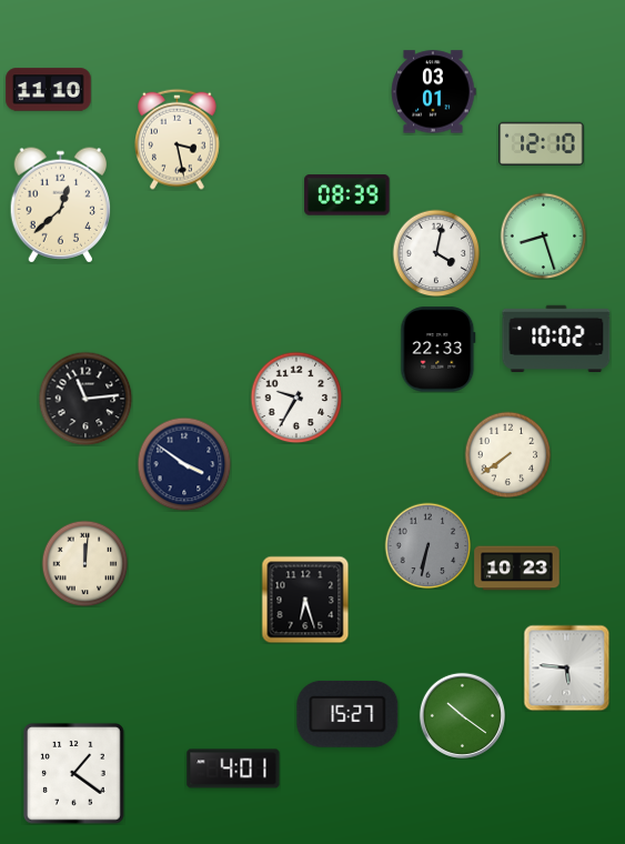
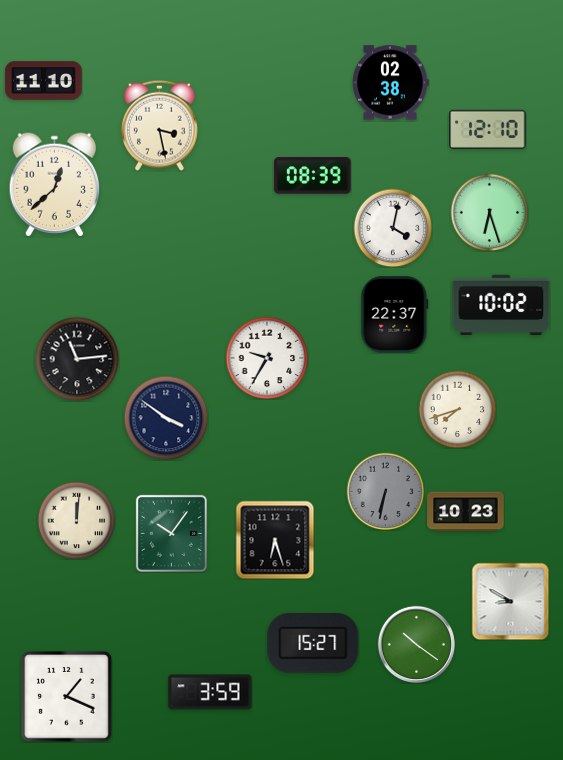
clock at (433, 92): 03:01 -> 02:38
clock at (543, 235): 8:27 -> 6:27
clock at (438, 350): 22:33 -> 22:37
clock at (507, 454): 7:39 -> 7:42
clock at (84, 563) position: (84, 563) -> (76, 520)
clock at (171, 533): none -> 10:06
clock at (566, 667): 5:46 -> 8:50
clock at (233, 768): 4:01 -> 3:59
clock at (74, 774): 1:21 -> 1:19
